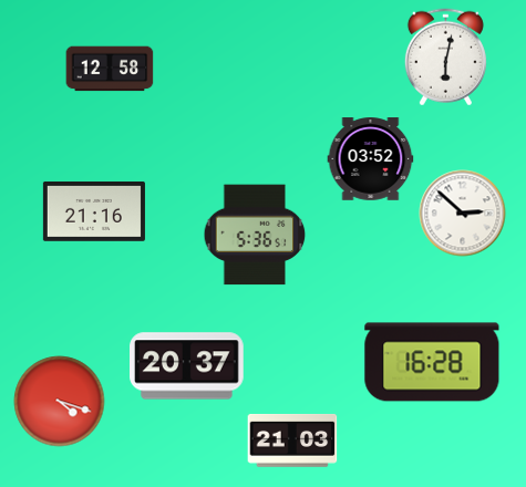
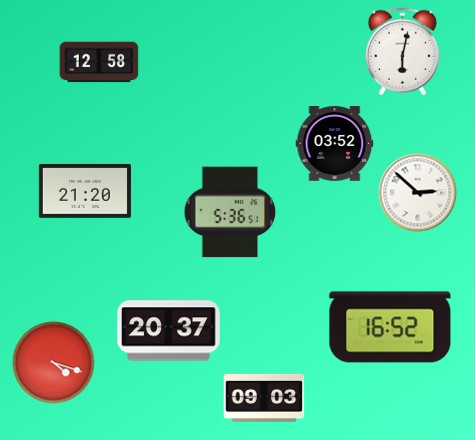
clock at (94, 211): 21:16 -> 21:20
clock at (432, 362): 16:28 -> 16:52
clock at (292, 441): 21:03 -> 09:03
